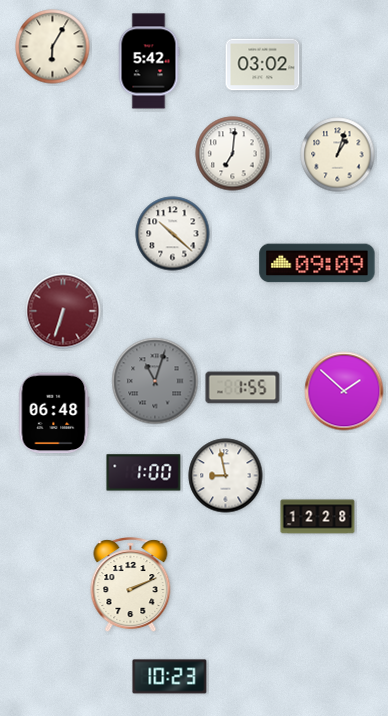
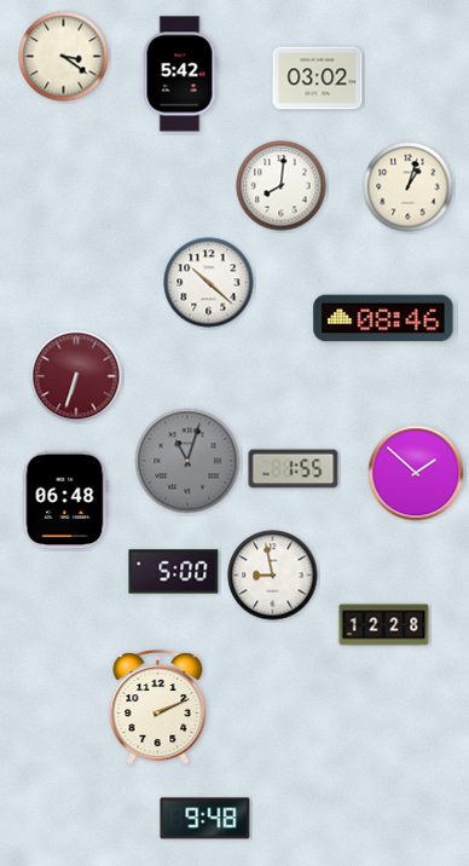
clock at (53, 47): 6:05 -> 3:21
clock at (233, 154): 7:01 -> 8:01
clock at (317, 263): 09:09 -> 08:46
clock at (144, 473): 1:00 -> 5:00
clock at (170, 677): 10:23 -> 9:48
